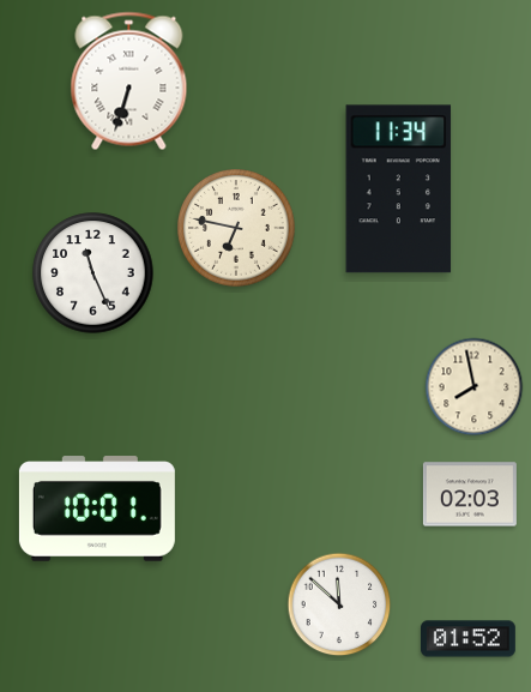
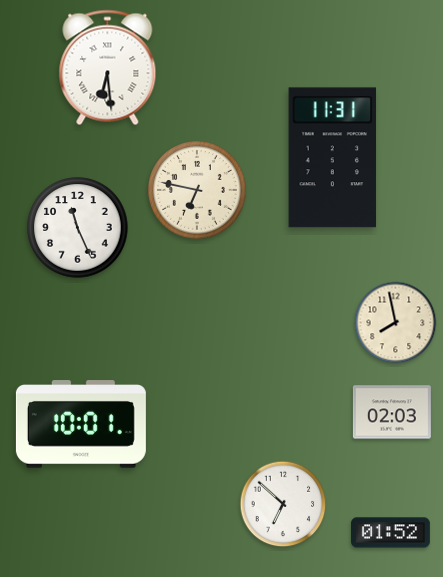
clock at (129, 82): 6:33 -> 6:29
clock at (399, 189): 11:34 -> 11:31
clock at (339, 604): 11:52 -> 6:52
